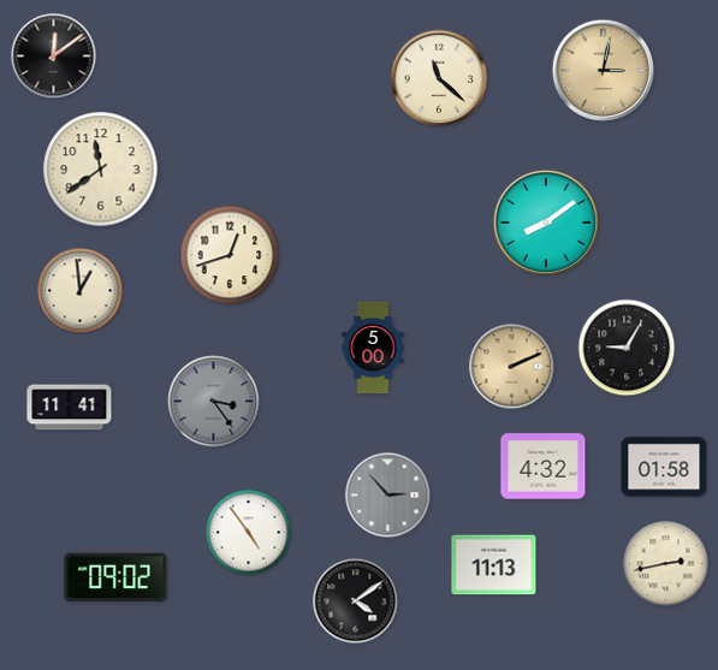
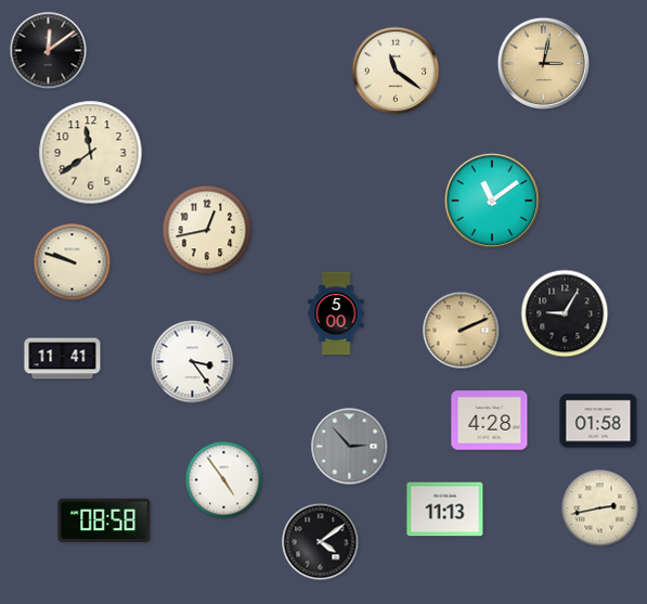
clock at (439, 78): 11:22 -> 11:21
clock at (546, 223): 8:09 -> 11:09
clock at (230, 255): 12:42 -> 12:43
clock at (81, 291): 12:59 -> 9:48
clock at (214, 402) dial: grey -> white
clock at (70, 408) position: (70, 408) -> (63, 359)
clock at (544, 467): 4:32 -> 4:28
clock at (115, 577): 09:02 -> 08:58
